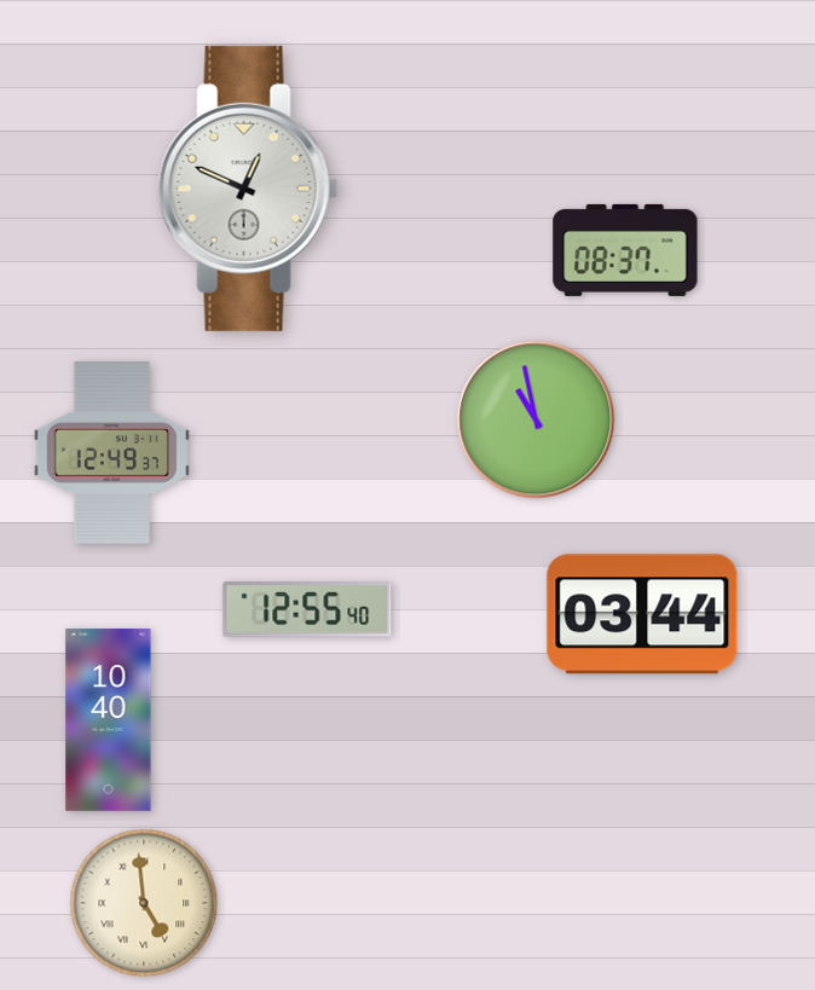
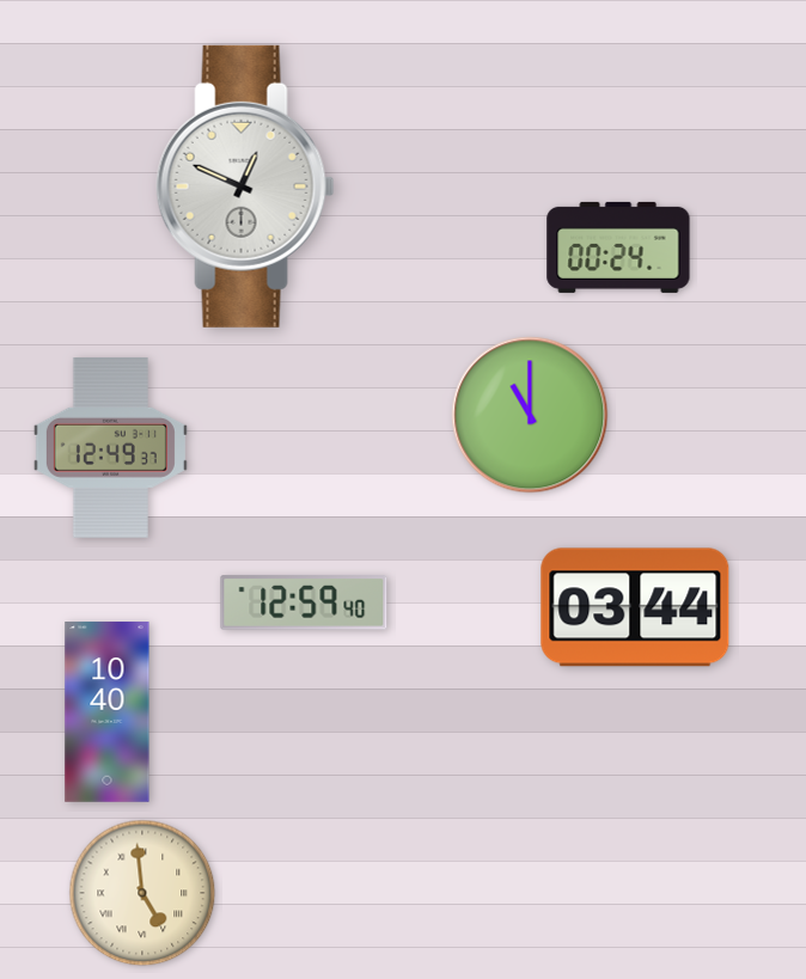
clock at (625, 250): 08:37 -> 00:24
clock at (536, 419): 10:58 -> 11:00
clock at (307, 609): 12:55 -> 12:59
